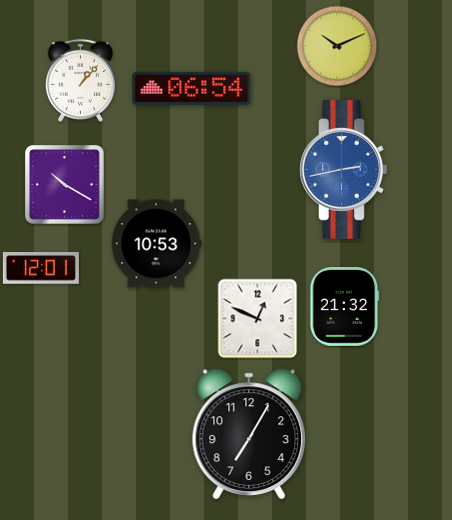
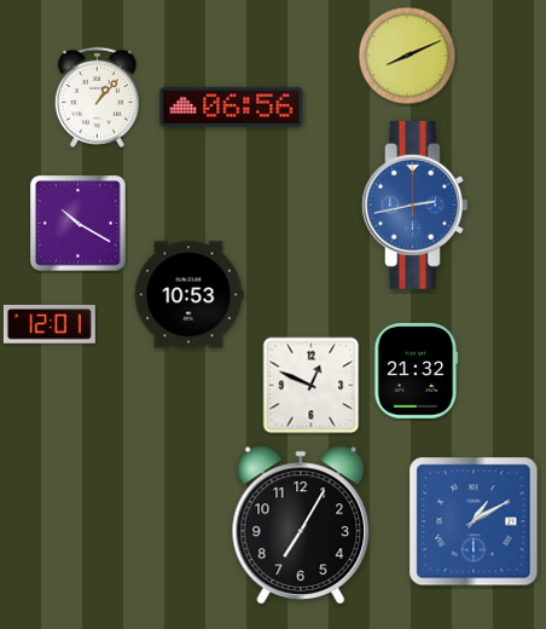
clock at (337, 46): 10:11 -> 8:11
clock at (192, 88): 06:54 -> 06:56
clock at (474, 521): none -> 1:10
